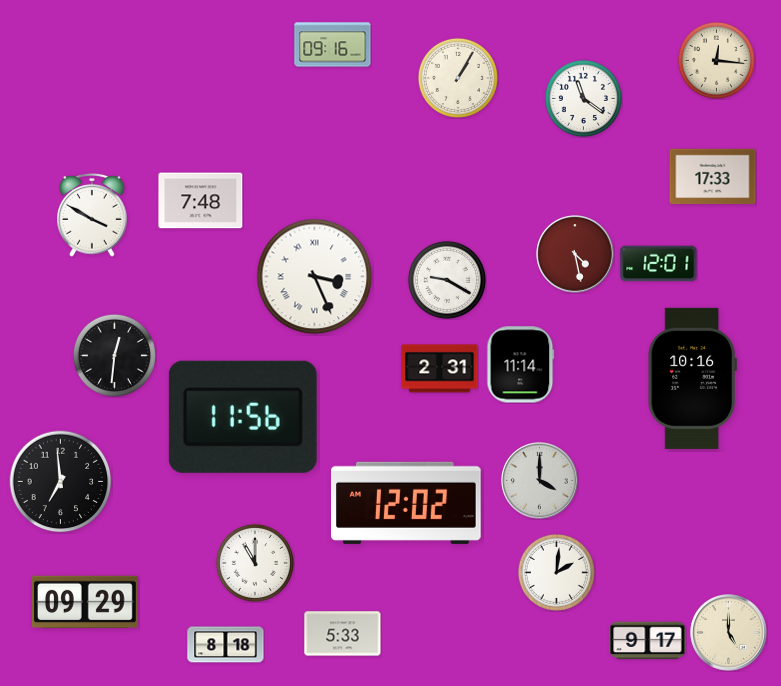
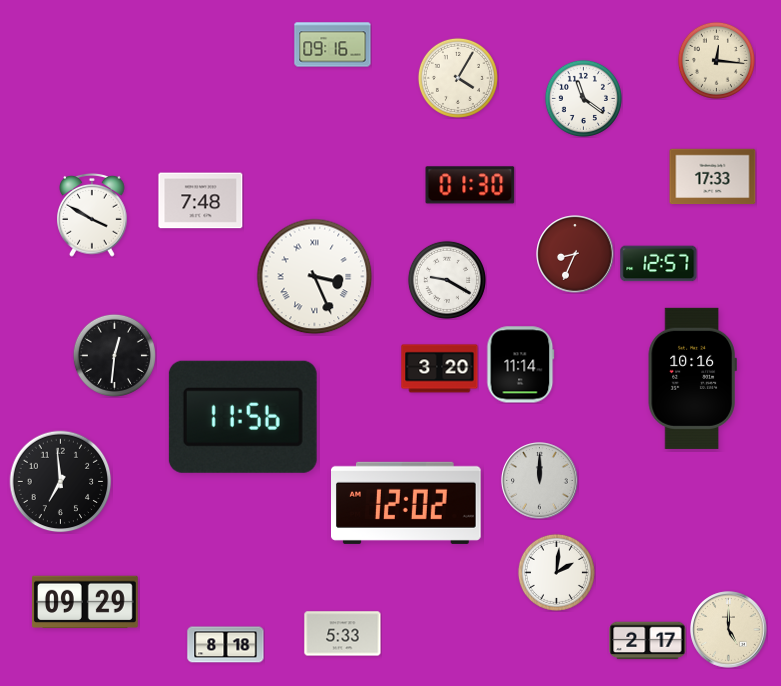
clock at (458, 78): 1:05 -> 4:05
clock at (470, 185): none -> 01:30
clock at (575, 254): 4:28 -> 8:34
clock at (659, 264): 12:01 -> 12:57
clock at (440, 369): 2:31 -> 3:20
clock at (540, 481): 4:00 -> 12:00
clock at (255, 563): 11:00 -> none
clock at (729, 633) position: (729, 633) -> (729, 630)
clock at (648, 641): 9:17 -> 2:17
